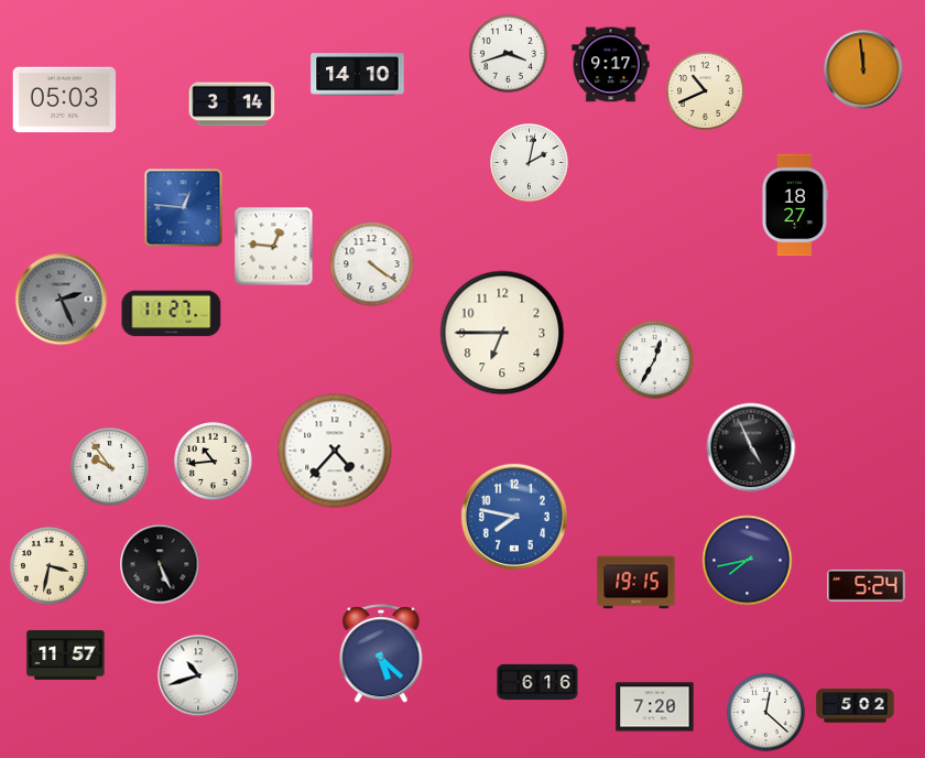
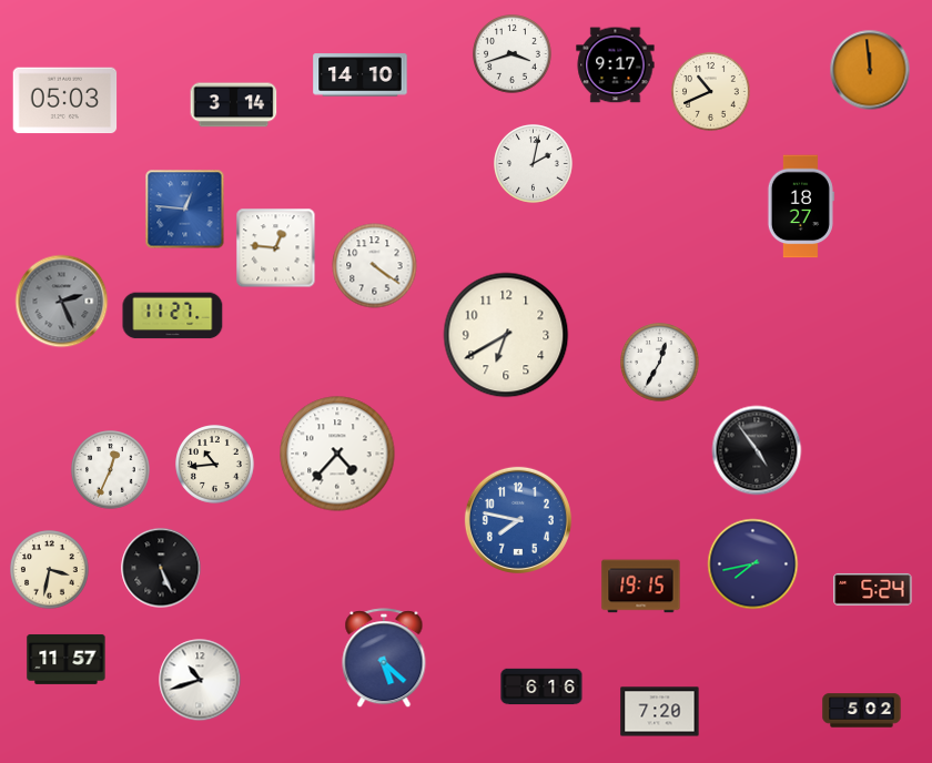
clock at (502, 333): 6:45 -> 6:40
clock at (751, 447): 4:56 -> 4:54
clock at (110, 467): 9:54 -> 12:34
clock at (766, 713): 12:22 -> none
